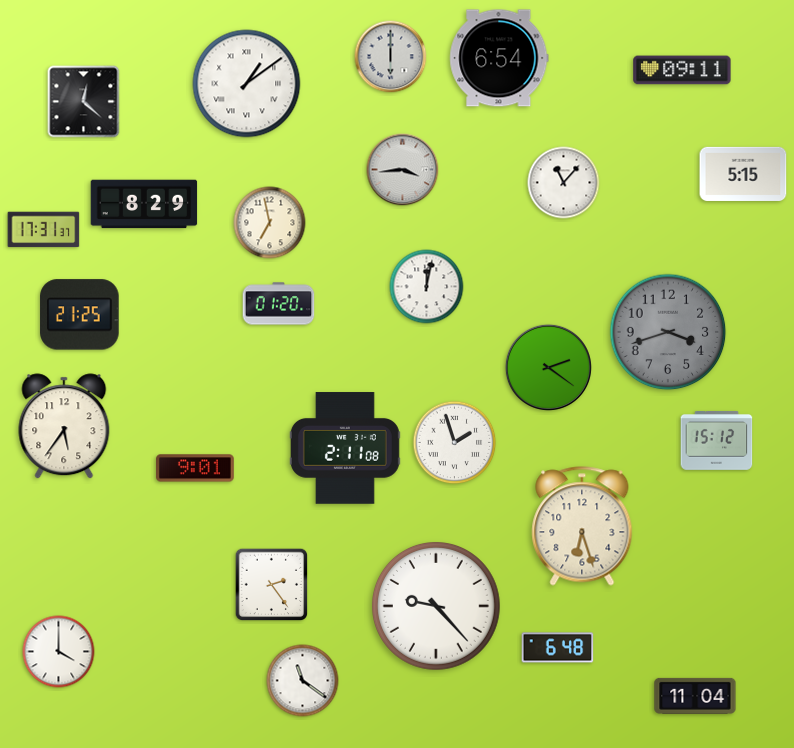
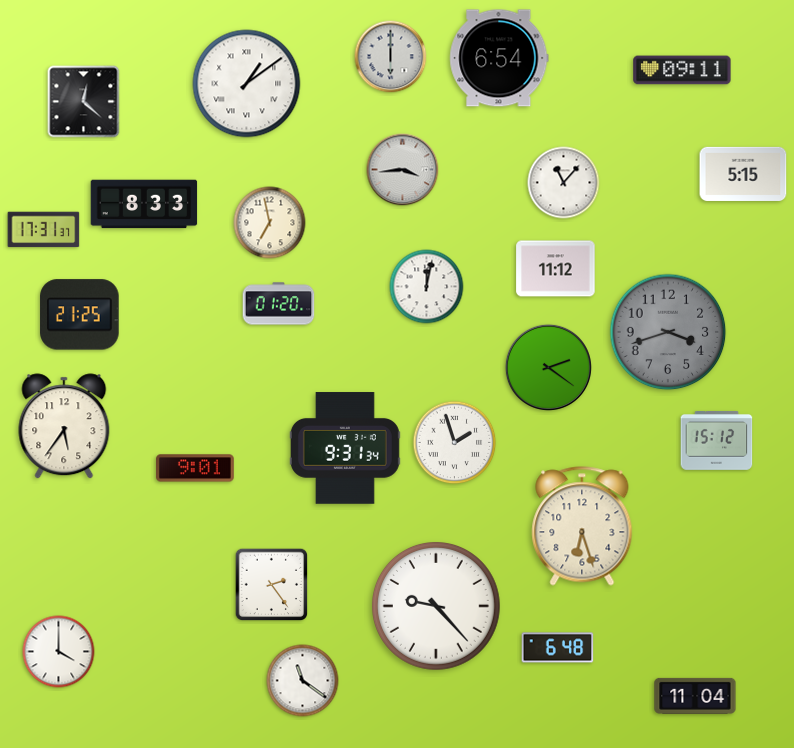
clock at (144, 204): 8:29 -> 8:33
clock at (556, 269): none -> 11:12
clock at (345, 448): 2:11 -> 9:31
